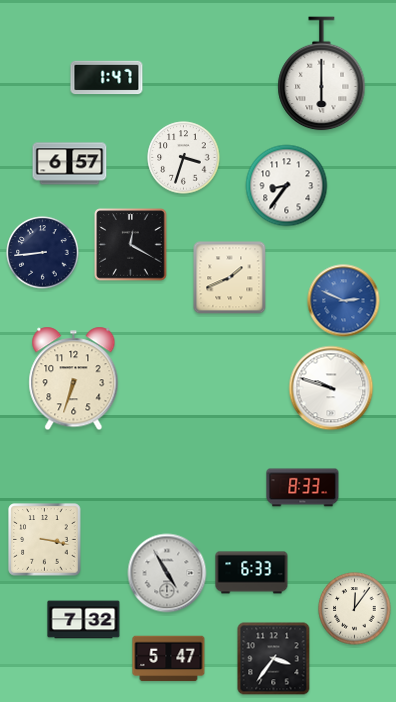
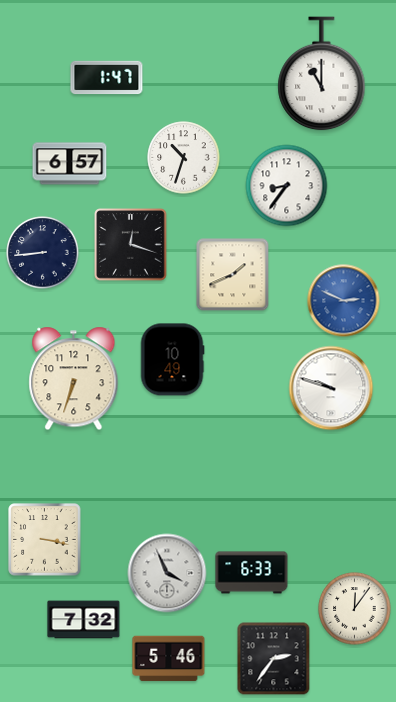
clock at (322, 74): 6:00 -> 11:00
clock at (184, 158): 3:33 -> 10:33
clock at (131, 245): 12:20 -> 12:18
clock at (230, 278) position: (230, 278) -> (233, 275)
clock at (172, 360): none -> 10:49
clock at (303, 488): 8:33 -> none
clock at (167, 573): 4:55 -> 3:56
clock at (169, 659): 5:47 -> 5:46
clock at (274, 659): 3:36 -> 2:36
